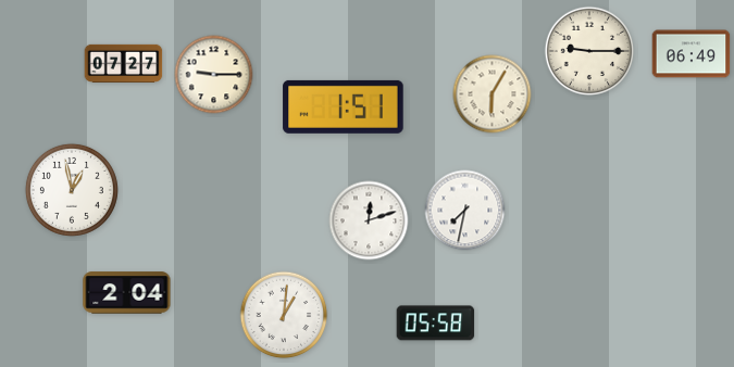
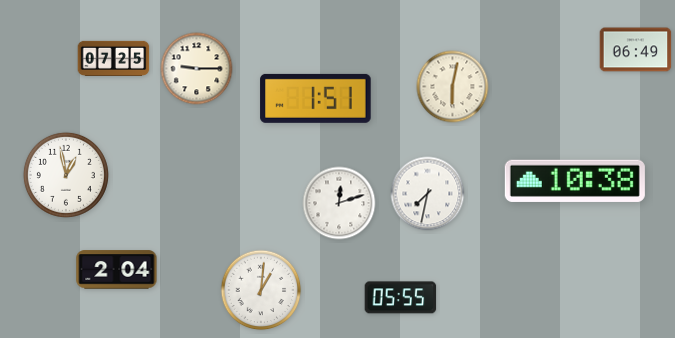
clock at (589, 51): 9:15 -> none
clock at (124, 63): 07:27 -> 07:25
clock at (493, 94): 6:05 -> 6:02
clock at (575, 181): none -> 10:38
clock at (436, 324): 05:58 -> 05:55
